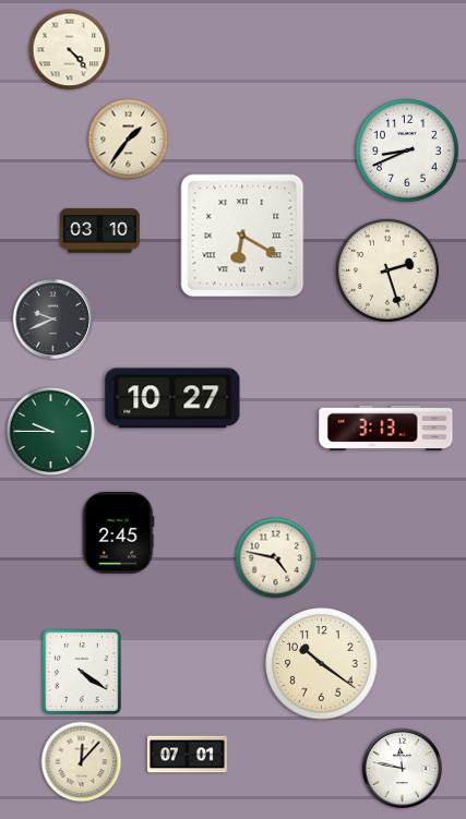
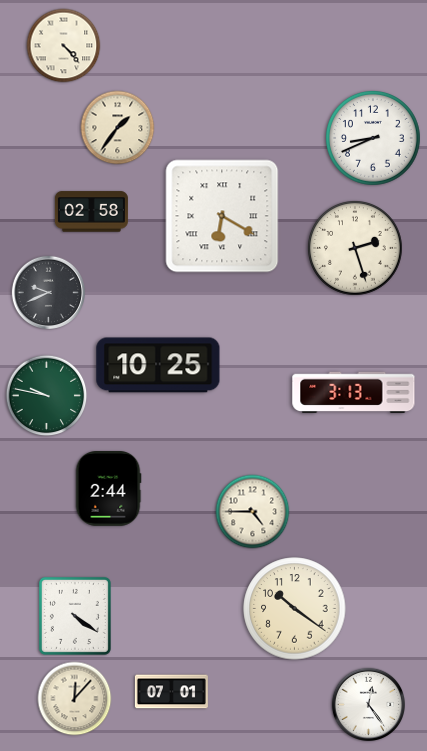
clock at (99, 231): 03:10 -> 02:58
clock at (172, 398): 10:27 -> 10:25
clock at (51, 432): 9:45 -> 9:47
clock at (118, 533): 2:45 -> 2:44
clock at (276, 558): 4:47 -> 4:45
clock at (402, 768): 11:47 -> 12:24
